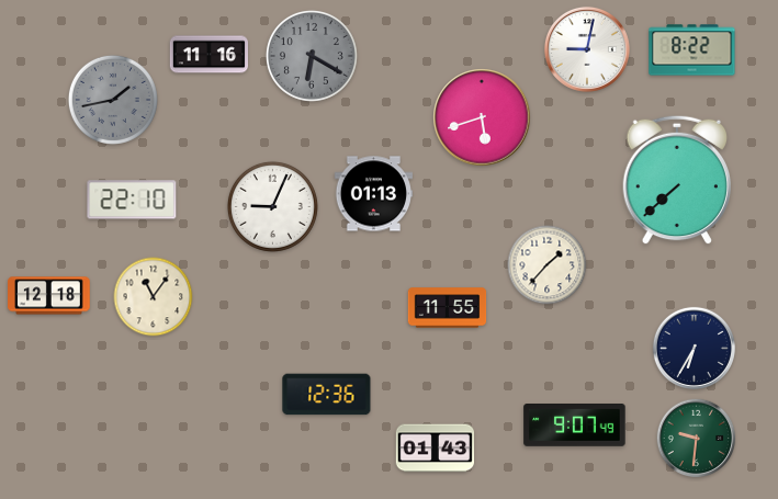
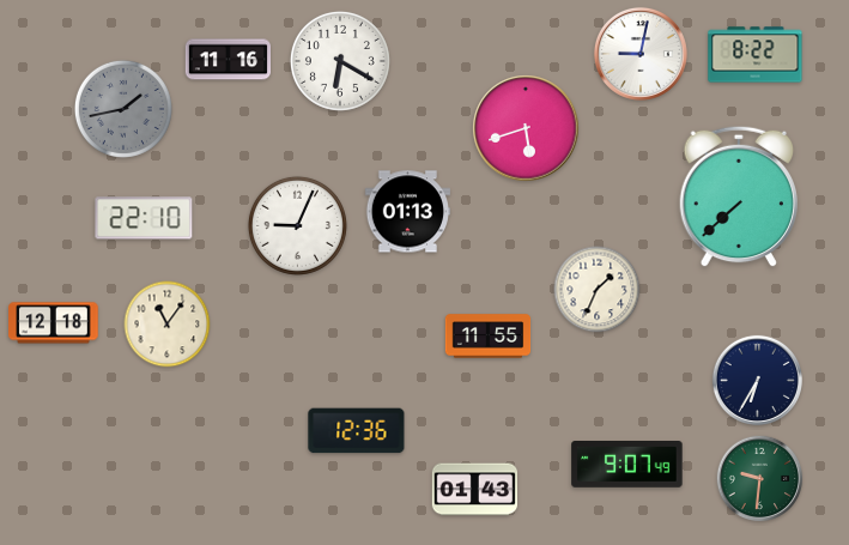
clock at (312, 56) dial: grey -> white
clock at (548, 265): 1:37 -> 1:34
